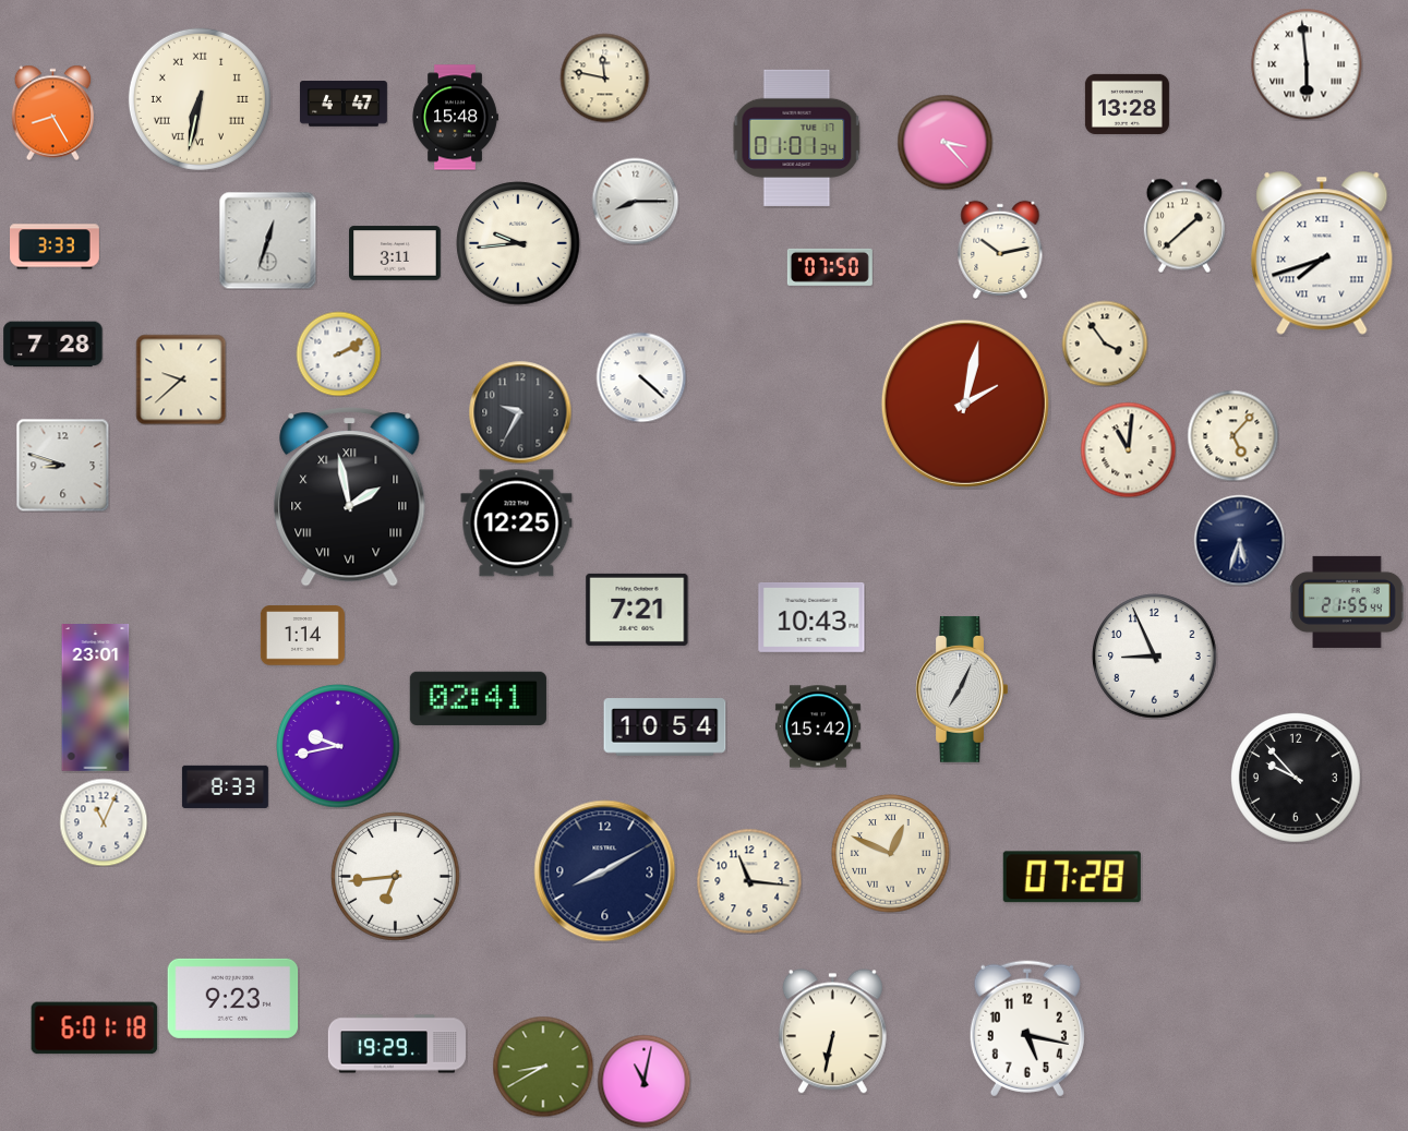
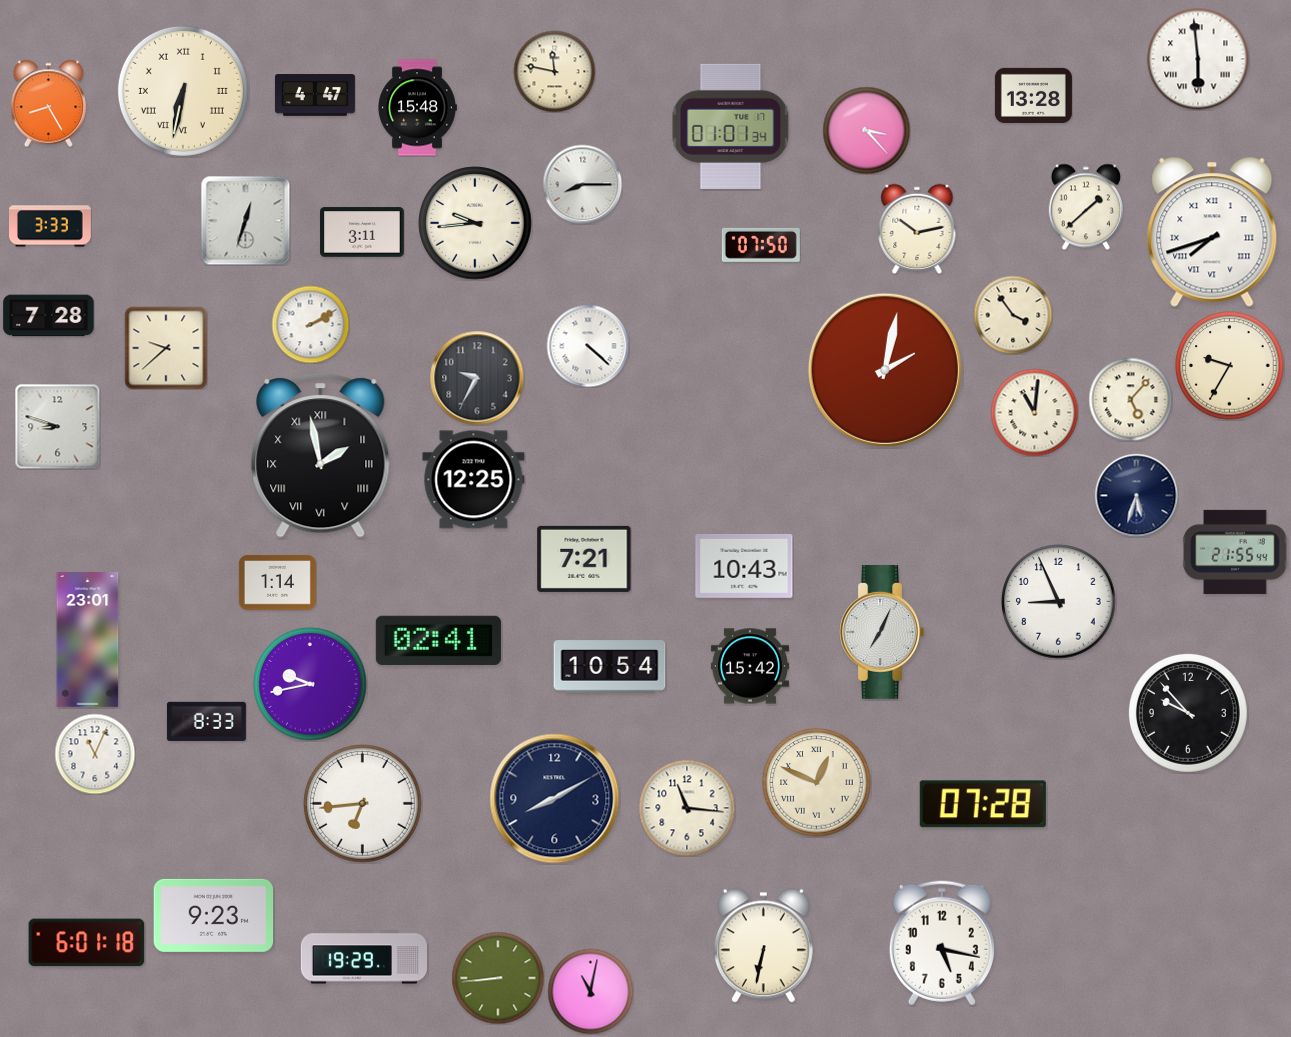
clock at (1230, 366): none -> 9:35
clock at (543, 1067): 8:40 -> 8:44
